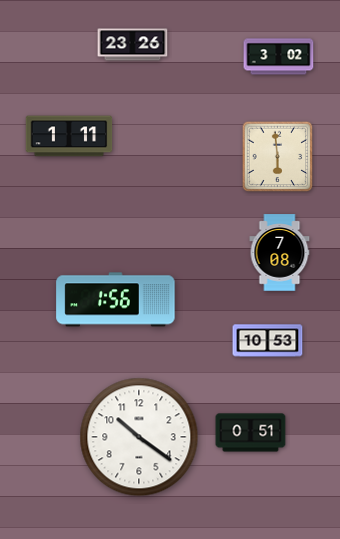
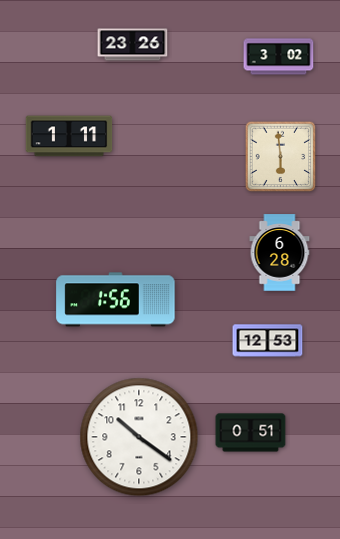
clock at (278, 157) position: (278, 157) -> (281, 157)
clock at (280, 253): 7:08 -> 6:28
clock at (268, 341): 10:53 -> 12:53
